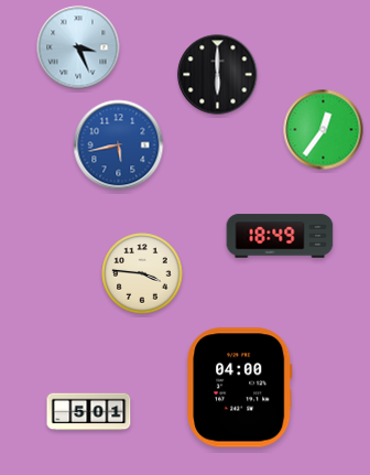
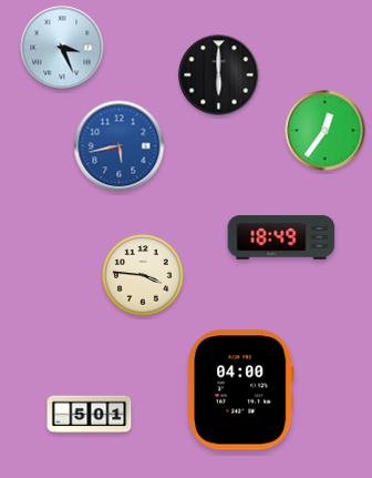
clock at (78, 47) position: (78, 47) -> (62, 48)
